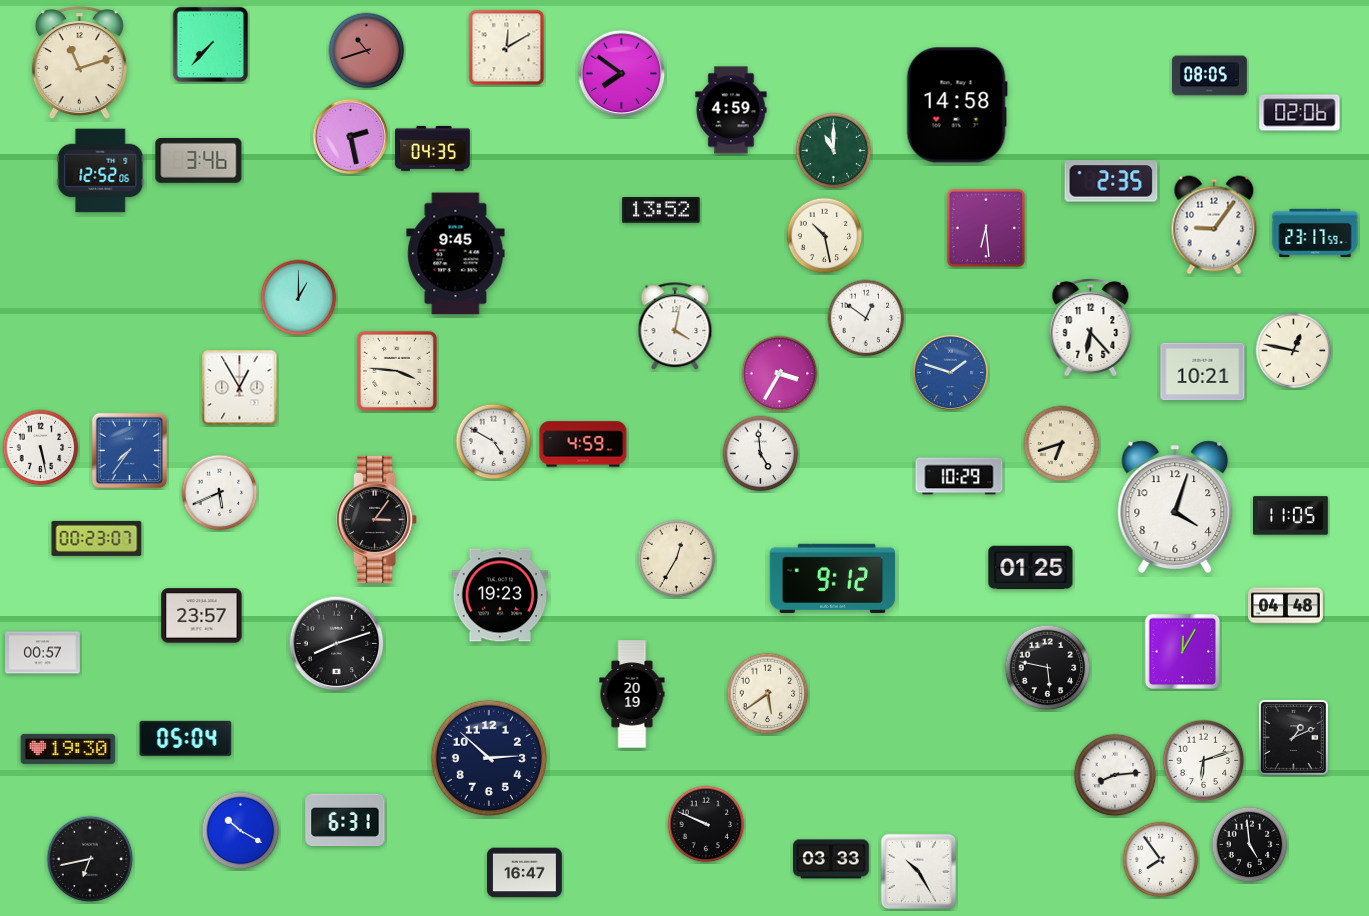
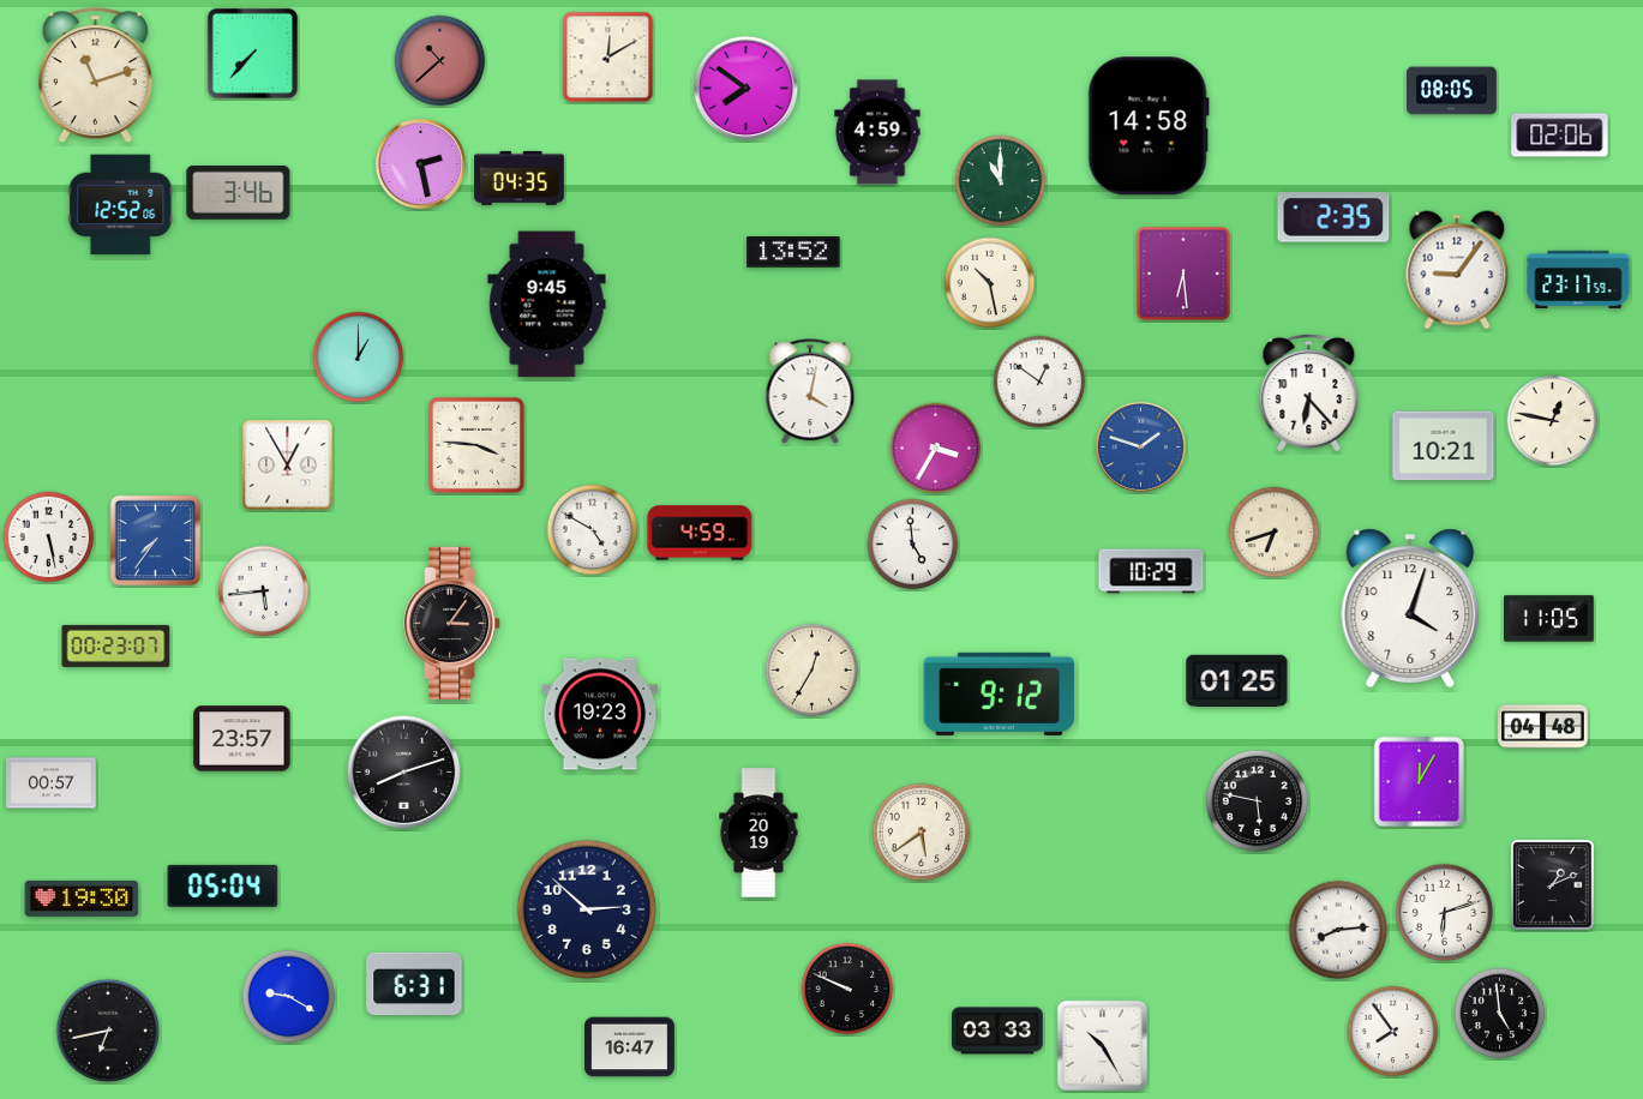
clock at (367, 51): 10:42 -> 10:38
clock at (220, 493): 5:41 -> 5:44
clock at (241, 831): 10:20 -> 9:20
